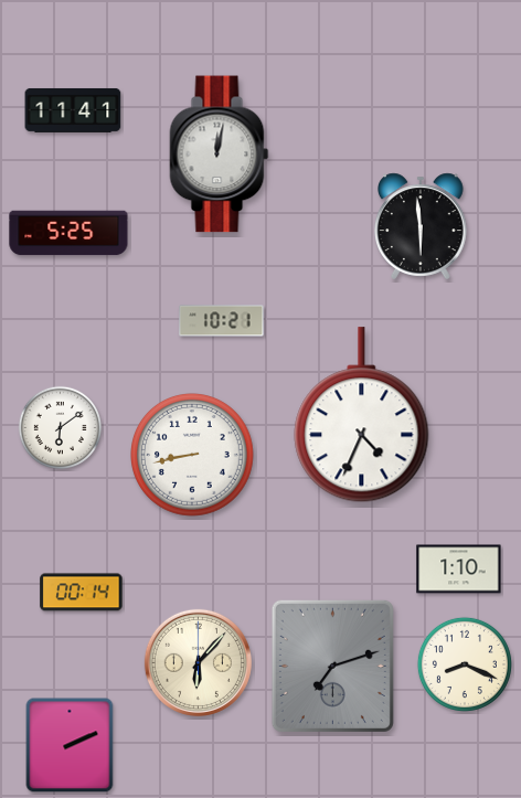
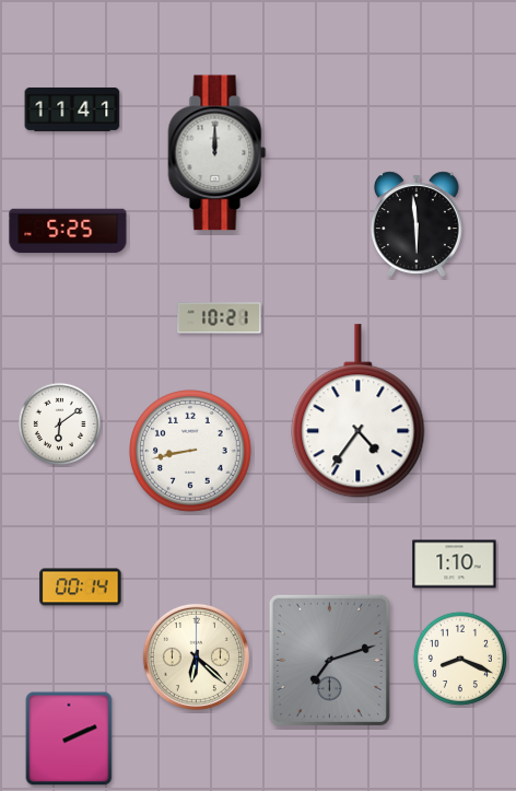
clock at (220, 155): 12:02 -> 12:00
clock at (362, 415): 4:34 -> 4:36
clock at (198, 662): 6:07 -> 6:22
